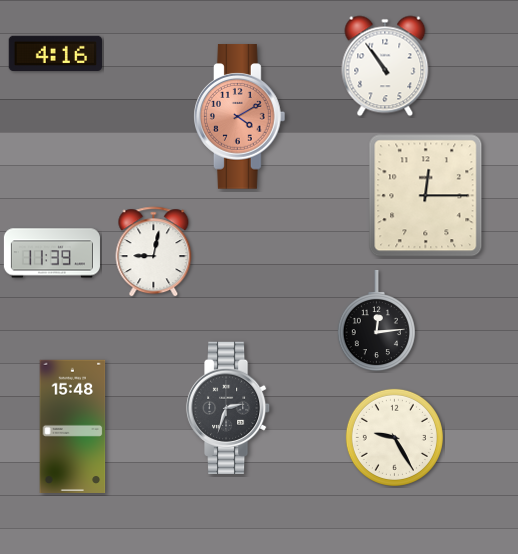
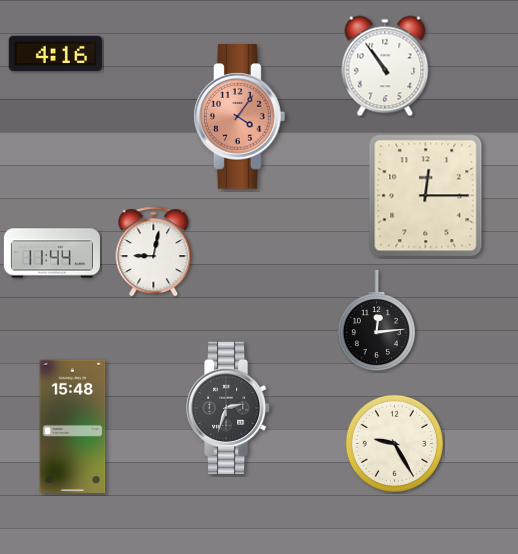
clock at (240, 117): 4:10 -> 4:06
clock at (52, 253): 11:39 -> 11:44
clock at (394, 437) position: (394, 437) -> (394, 443)
